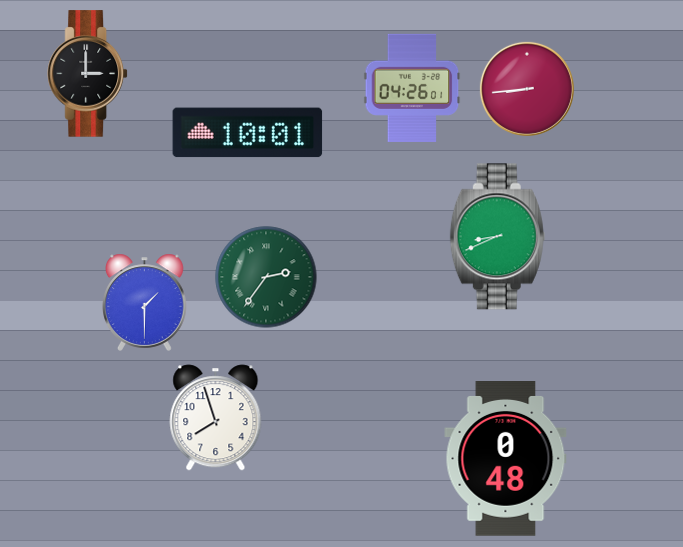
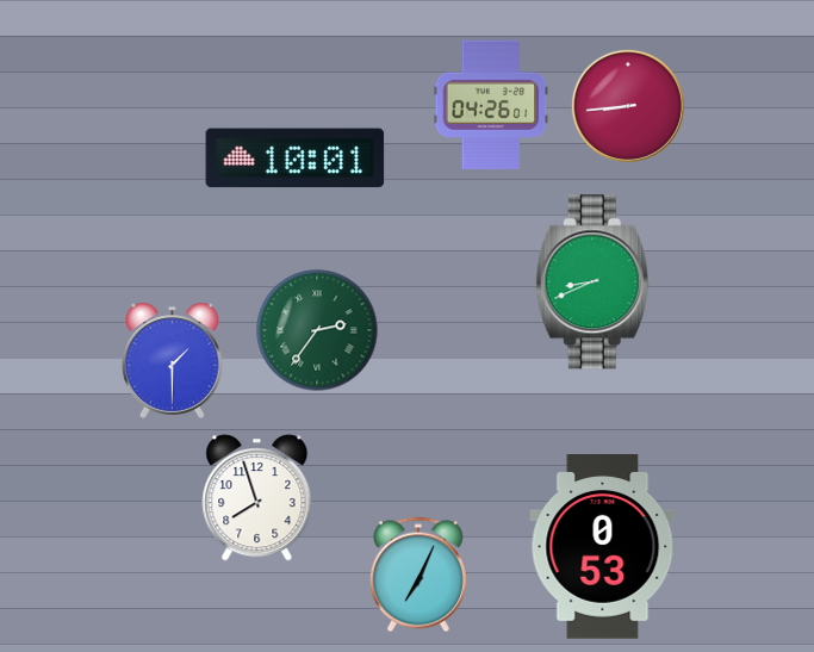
clock at (87, 74): 3:00 -> none
clock at (506, 459): 0:48 -> 0:53
clock at (418, 575): none -> 7:04
